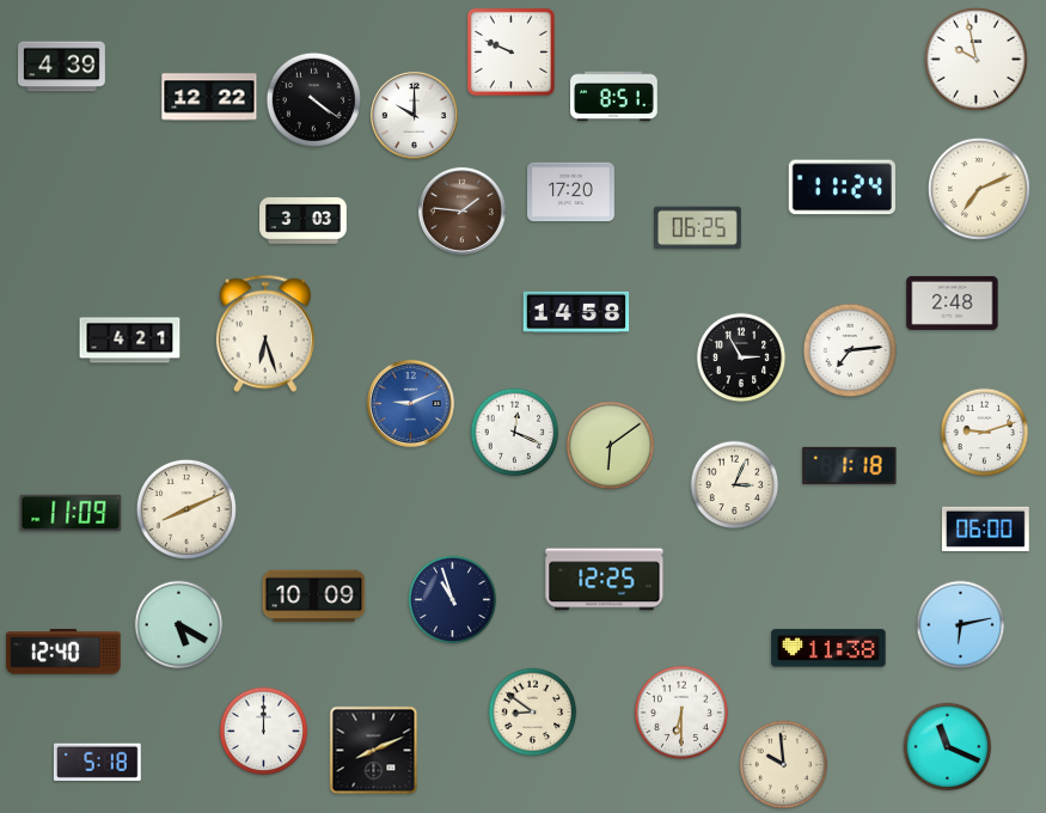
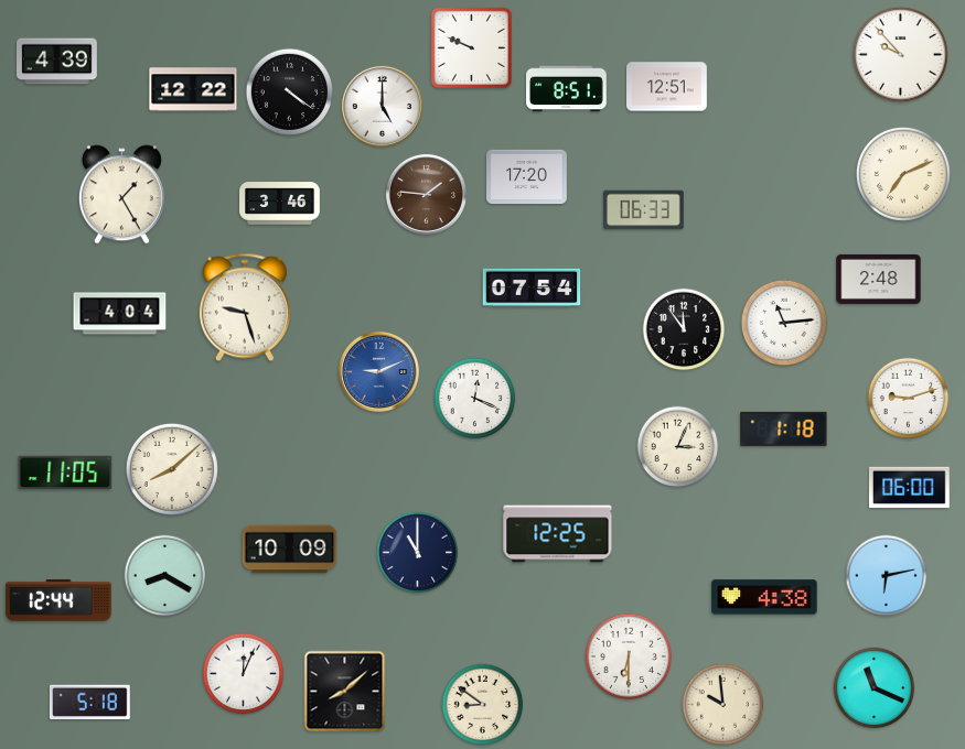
clock at (975, 59): 9:58 -> 9:53
clock at (667, 87): none -> 12:51
clock at (414, 115): 10:00 -> 5:00
clock at (842, 188): 11:24 -> none
clock at (121, 195): none -> 1:25
clock at (304, 221): 3:03 -> 3:46
clock at (698, 228): 06:25 -> 06:33
clock at (576, 312): 14:58 -> 07:54
clock at (265, 334): 6:27 -> 9:27
clock at (130, 341): 4:21 -> 4:04
clock at (849, 349): 7:14 -> 11:14
clock at (741, 357): 2:55 -> 11:54
clock at (611, 446): 6:09 -> none
clock at (186, 509): 8:11 -> 8:08
clock at (71, 513): 11:09 -> 11:05
clock at (453, 600): 10:57 -> 11:00
clock at (179, 625): 5:20 -> 8:20
clock at (828, 648): 11:38 -> 4:38
clock at (63, 652): 12:40 -> 12:44
clock at (533, 713) position: (533, 713) -> (483, 705)
clock at (264, 732): 12:00 -> 12:04
clock at (374, 751): 8:11 -> 8:08
